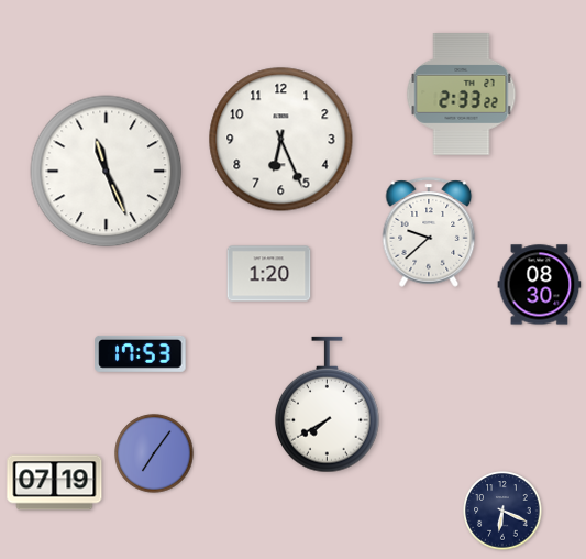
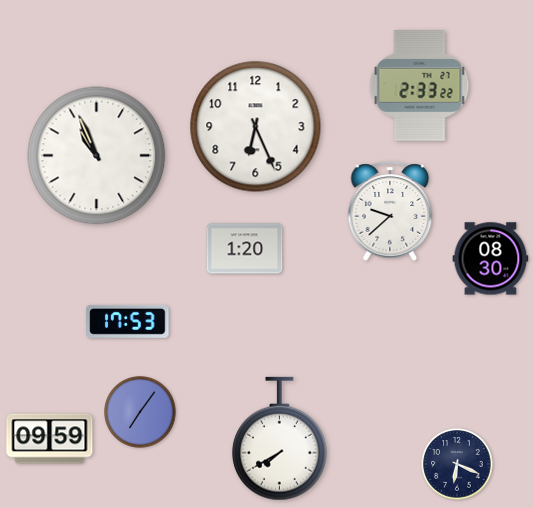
clock at (107, 172): 11:26 -> 10:56
clock at (327, 405) position: (327, 405) -> (279, 439)
clock at (55, 483): 07:19 -> 09:59
